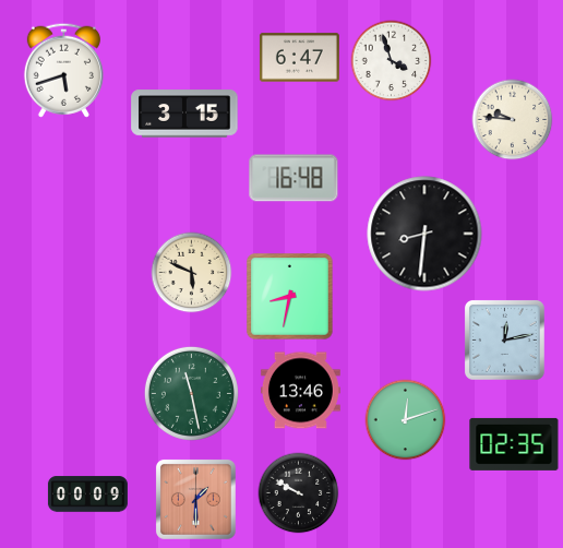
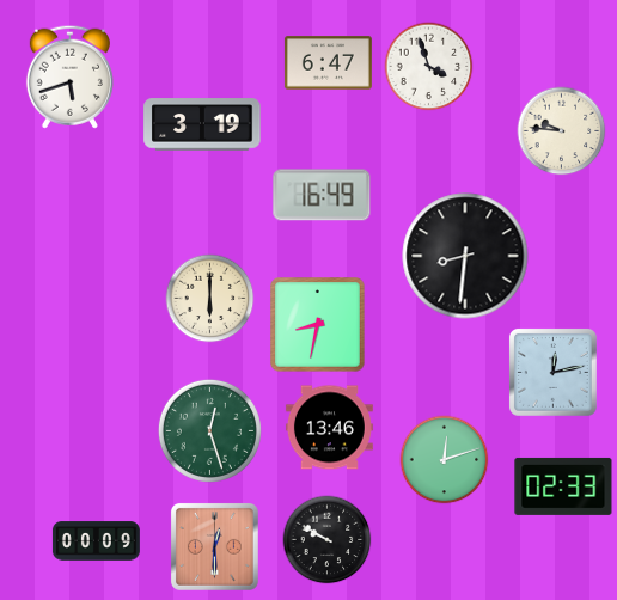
clock at (184, 114): 3:15 -> 3:19
clock at (294, 178): 16:48 -> 16:49
clock at (192, 273): 5:49 -> 6:00
clock at (191, 393): 11:28 -> 12:27
clock at (514, 444): 02:35 -> 02:33
clock at (195, 499): 1:30 -> 12:30
